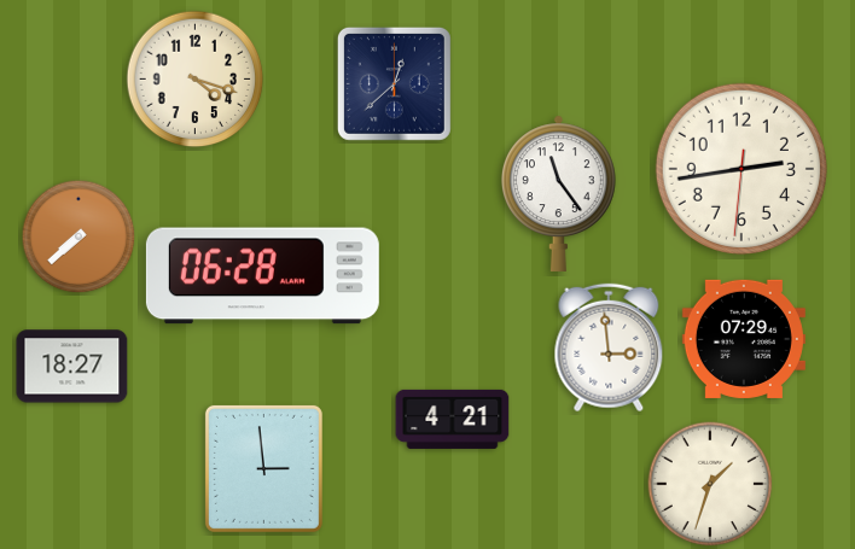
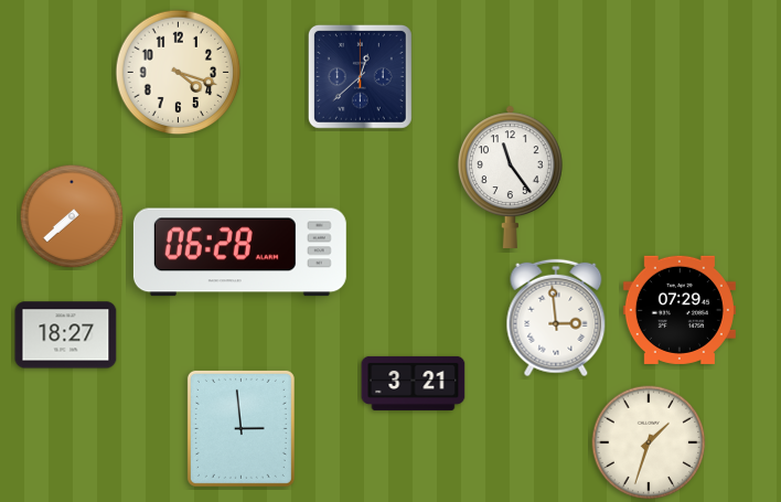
clock at (741, 169): 2:43 -> none
clock at (453, 419): 4:21 -> 3:21
